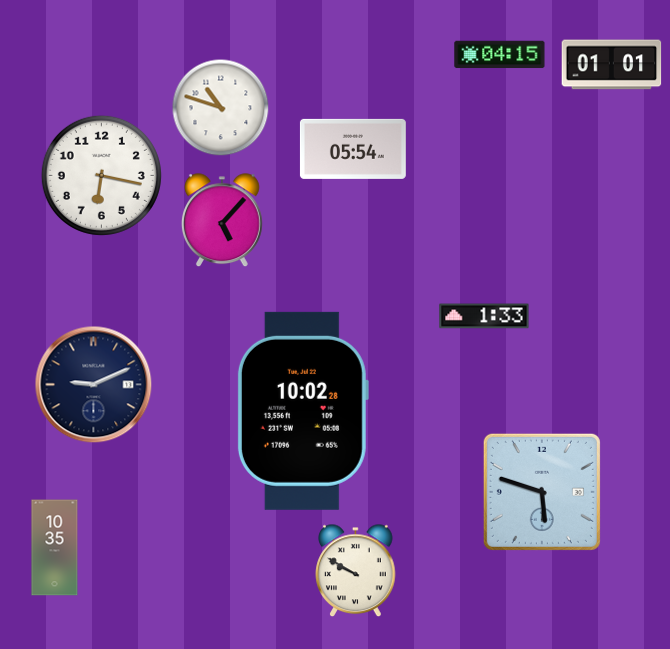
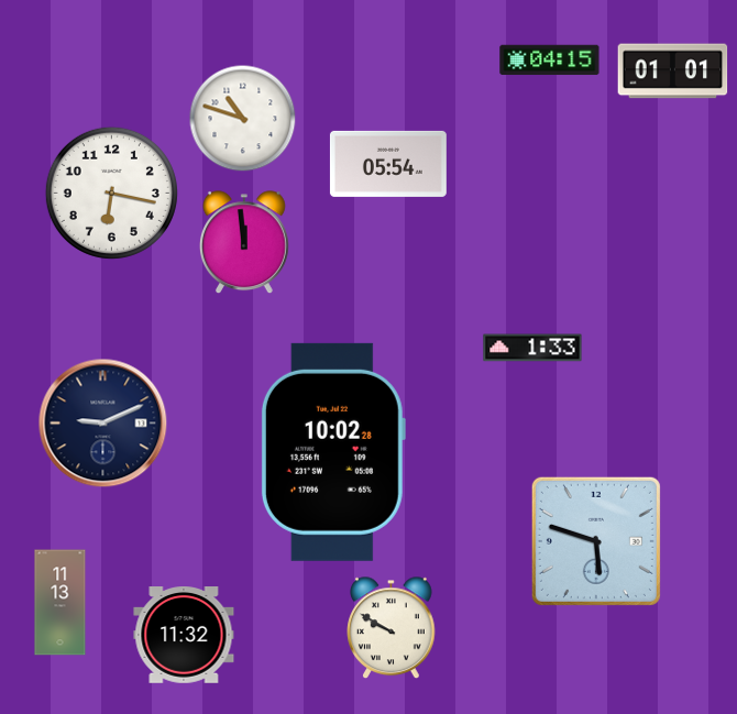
clock at (222, 221): 5:07 -> 11:59
clock at (55, 548): 10:35 -> 11:13
clock at (184, 636): none -> 11:32
